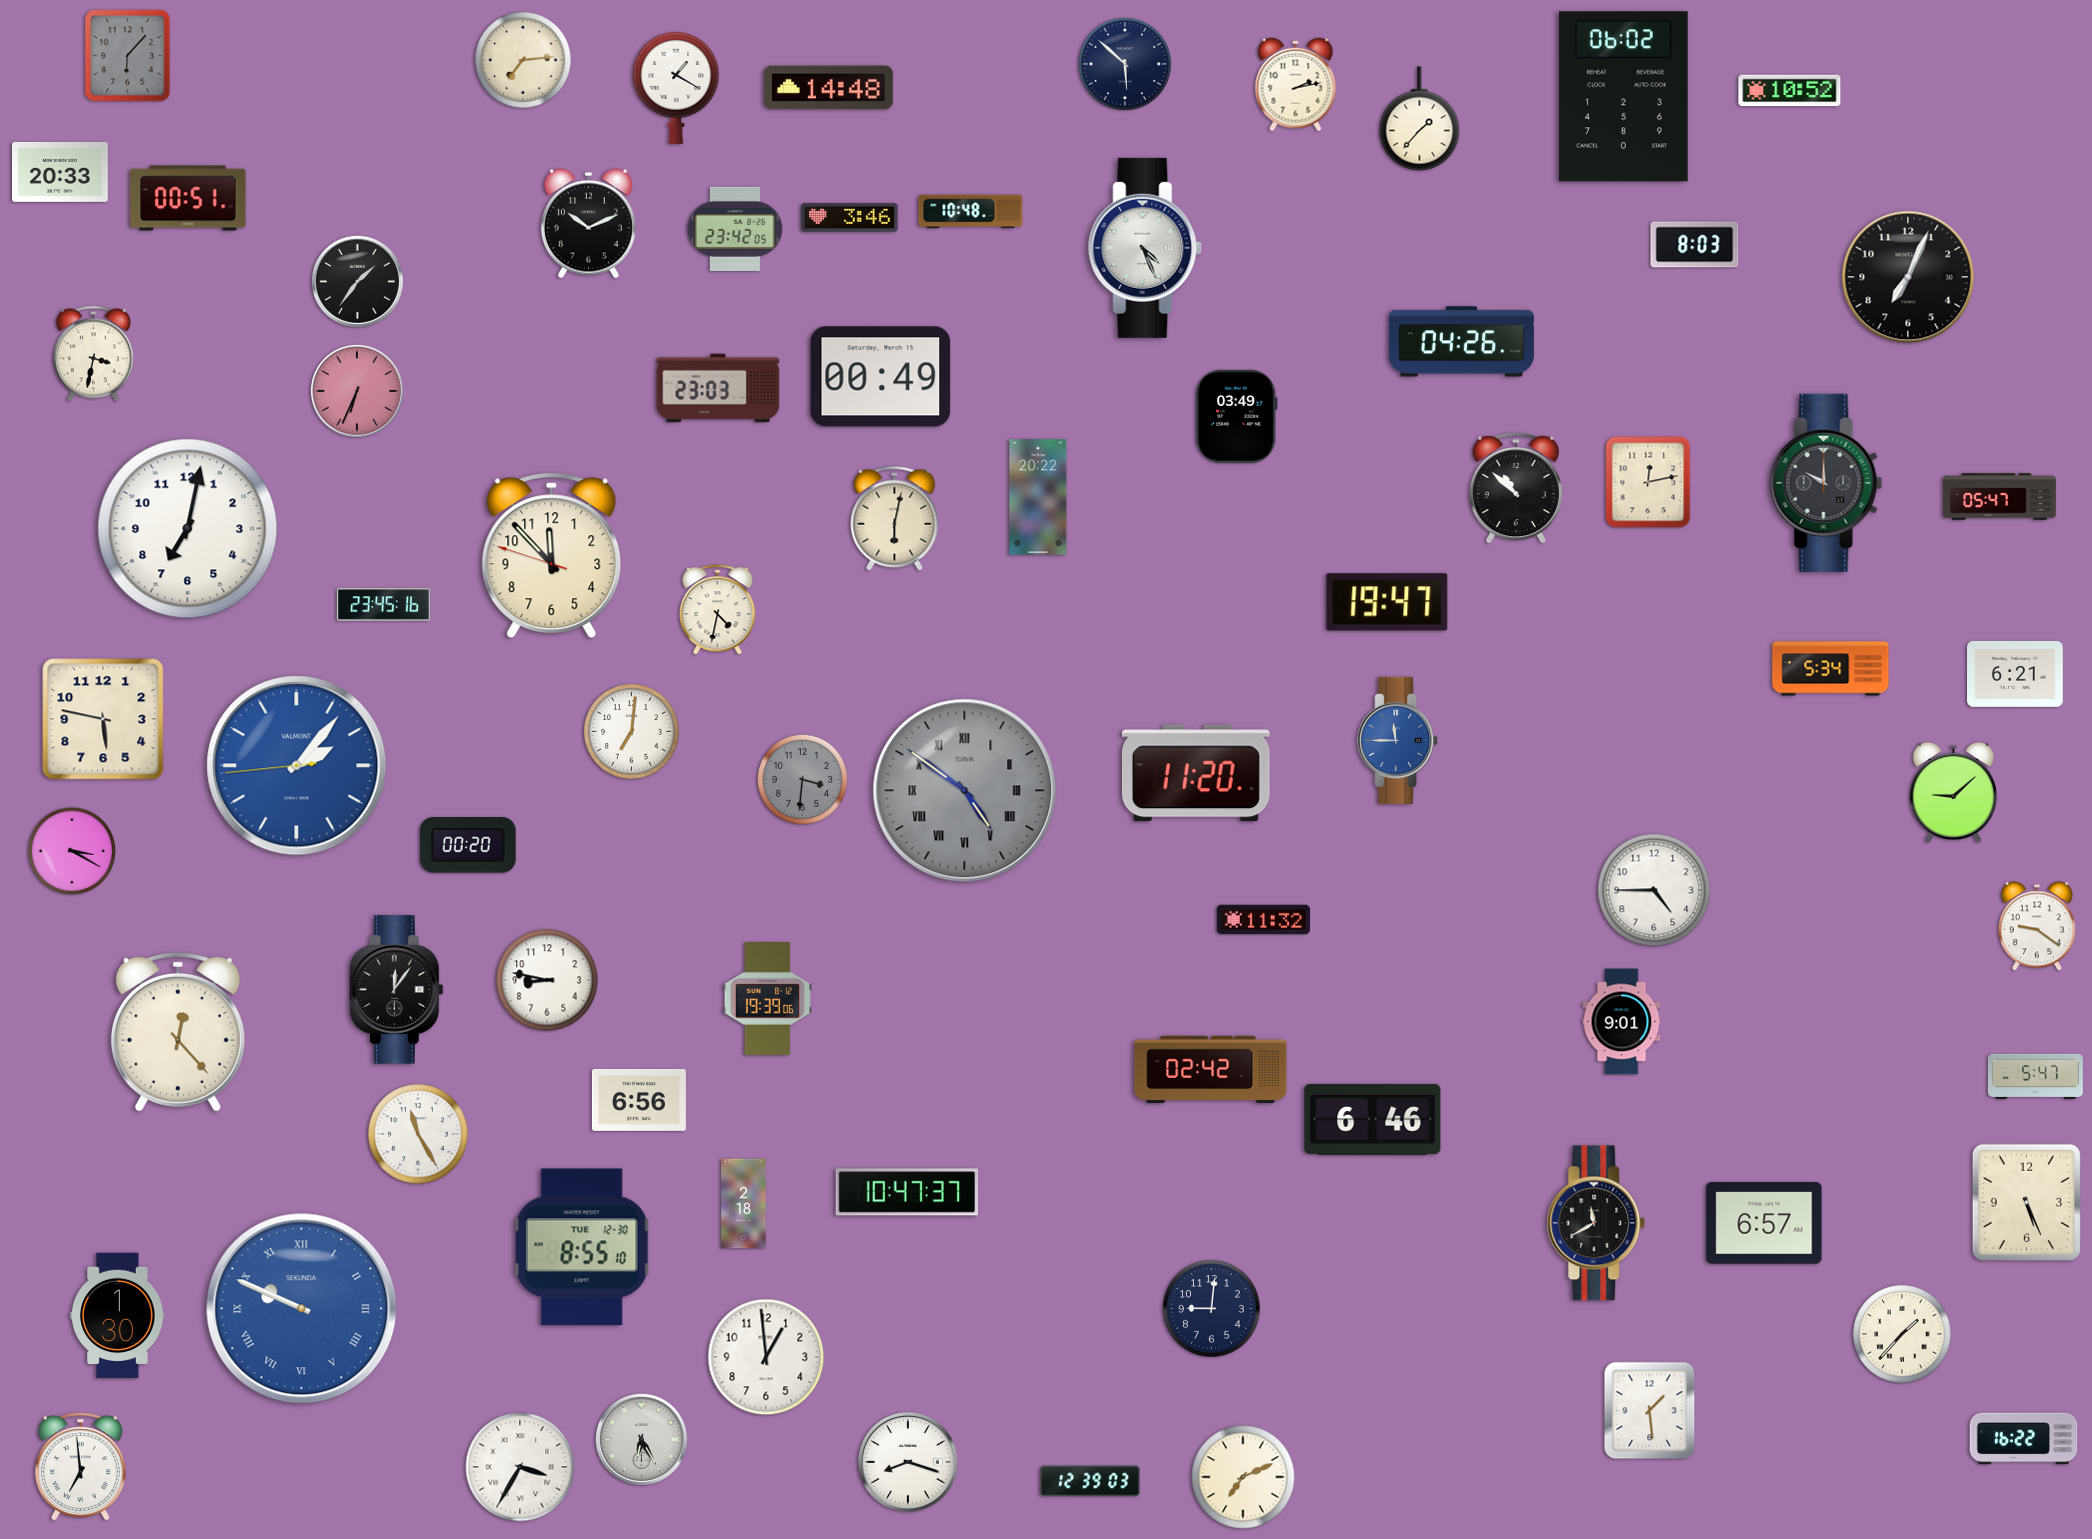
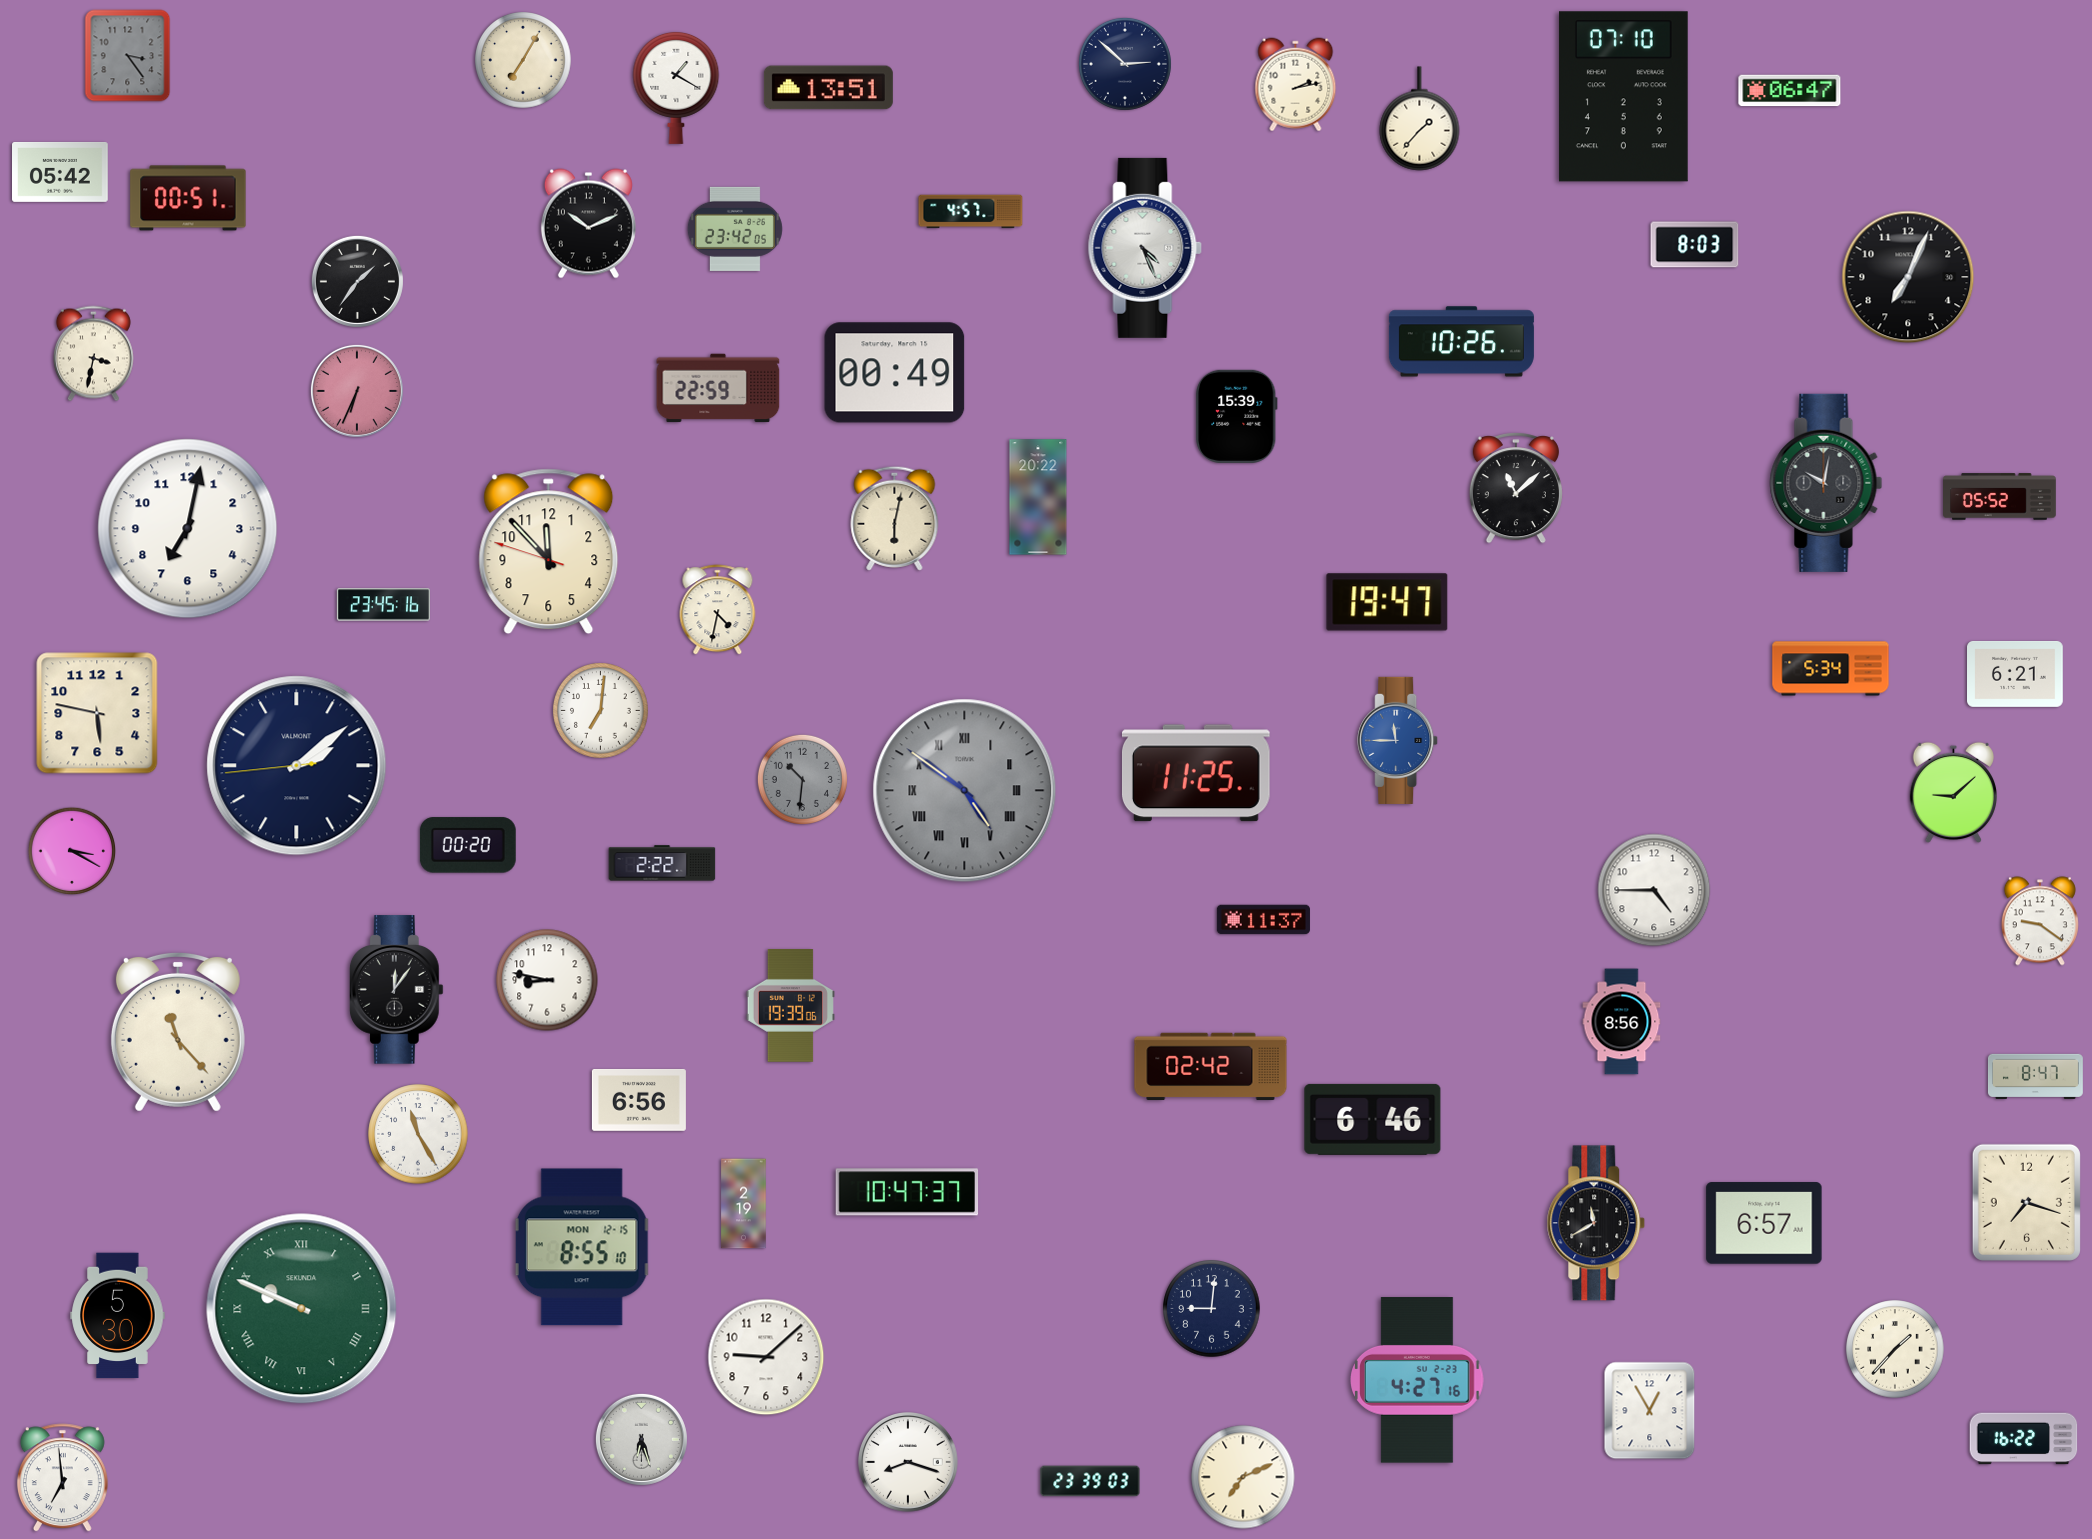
clock at (128, 56): 6:07 -> 3:24
clock at (523, 60): 7:14 -> 7:05
clock at (1125, 64): 5:52 -> 2:52
clock at (828, 88): 14:48 -> 13:51
clock at (1790, 91): 10:52 -> 06:47
clock at (1623, 97): 06:02 -> 07:10
clock at (61, 172): 20:33 -> 05:42
clock at (971, 212): 10:48 -> 4:57
clock at (850, 217): 3:46 -> none
clock at (1461, 342): 04:26 -> 10:26
clock at (881, 377) position: (881, 377) -> (895, 373)
clock at (718, 388): 23:03 -> 22:59
clock at (1237, 416): 03:49 -> 15:39
clock at (1648, 482): 12:13 -> none
clock at (1826, 483): 10:00 -> 10:02
clock at (1516, 488): 10:52 -> 11:08
clock at (2000, 497): 05:47 -> 05:52
clock at (552, 556) position: (552, 556) -> (549, 552)
clock at (103, 719) position: (103, 719) -> (97, 713)
clock at (632, 732) position: (632, 732) -> (601, 711)
clock at (297, 766): 2:06 -> 2:08
clock at (297, 766) dial: blue -> navy
clock at (1196, 773): 11:20 -> 11:25
clock at (802, 779): 3:31 -> 10:31
clock at (662, 863): none -> 2:22
clock at (1263, 920): 11:32 -> 11:37
clock at (2037, 926) position: (2037, 926) -> (2040, 921)
clock at (767, 999) position: (767, 999) -> (790, 1006)
clock at (1622, 1022): 9:01 -> 8:56
clock at (178, 1032): 12:23 -> 11:23
clock at (1211, 1070) position: (1211, 1070) -> (1211, 1067)
clock at (2035, 1076): 5:47 -> 8:47
clock at (2026, 1202): 5:26 -> 7:18
clock at (744, 1204): 2:18 -> 2:19
clock at (582, 1247) date: TUE 12-30 -> MON 12-15
clock at (302, 1309) dial: blue -> green
clock at (118, 1316): 1:30 -> 5:30
clock at (1902, 1334) position: (1902, 1334) -> (1895, 1349)
clock at (766, 1357): 12:59 -> 9:08
clock at (1417, 1380): none -> 4:27
clock at (1650, 1411): 1:29 -> 12:55
clock at (641, 1439): 6:25 -> 6:27
clock at (80, 1467) position: (80, 1467) -> (62, 1478)
clock at (520, 1467): 3:35 -> none
clock at (1090, 1481): 12:39 -> 23:39
